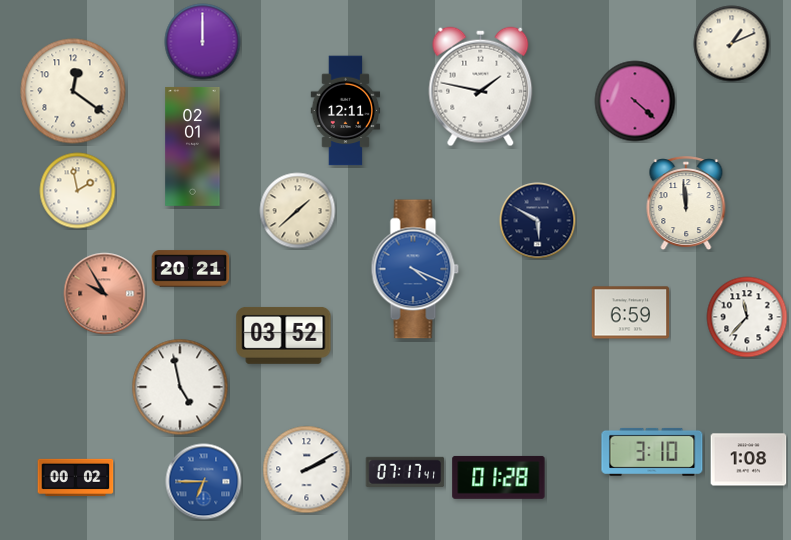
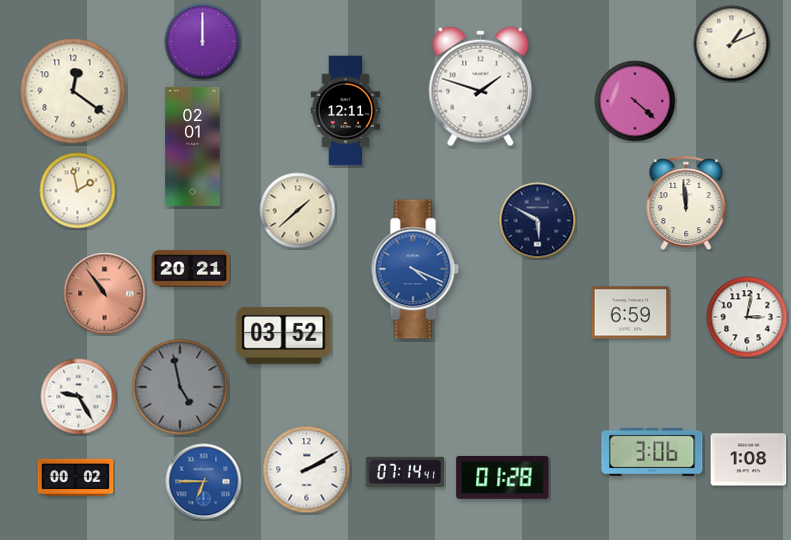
clock at (481, 87): 1:47 -> 1:48
clock at (105, 294): 9:55 -> 10:54
clock at (747, 317): 11:37 -> 3:02
clock at (180, 387) dial: white -> grey
clock at (79, 397): none -> 9:25
clock at (652, 452): 3:10 -> 3:06
clock at (405, 472): 07:17 -> 07:14
clock at (499, 477) position: (499, 477) -> (503, 477)
